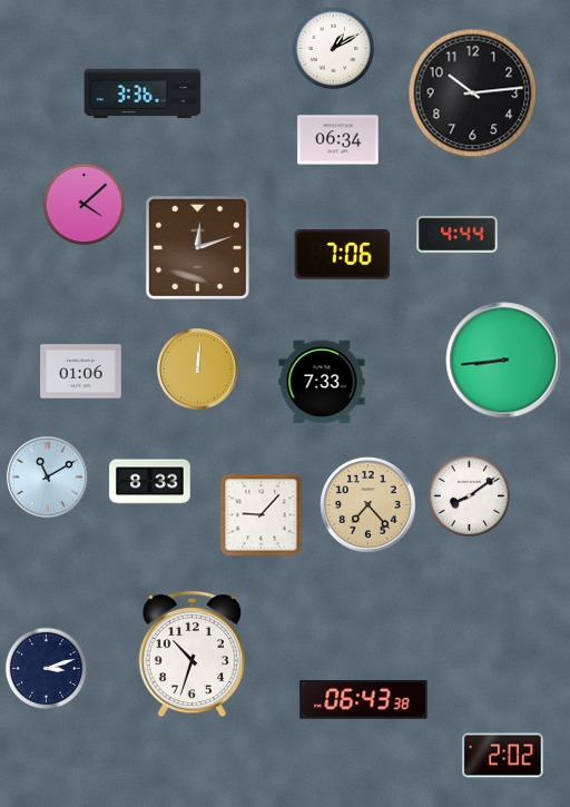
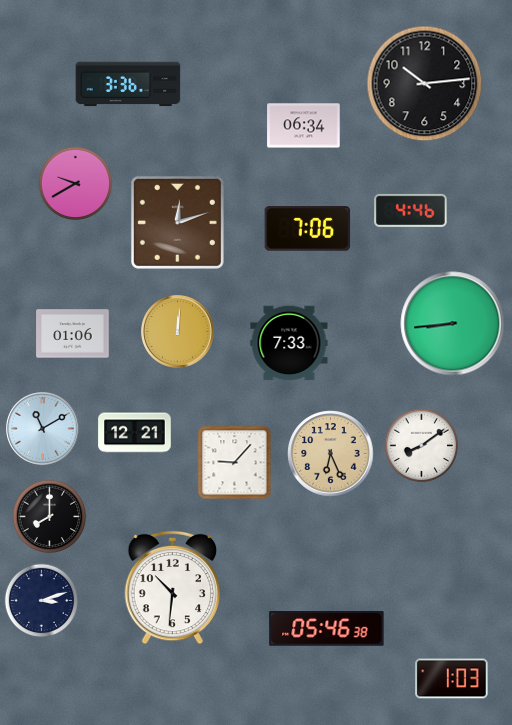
clock at (334, 49): 1:10 -> none
clock at (85, 205): 4:08 -> 9:40
clock at (458, 234): 4:44 -> 4:46
clock at (150, 482): 8:33 -> 12:21
clock at (368, 505): 7:23 -> 6:26
clock at (50, 517): none -> 8:00
clock at (193, 655): 10:33 -> 10:31
clock at (364, 700): 06:43 -> 05:46
clock at (503, 756): 2:02 -> 1:03
